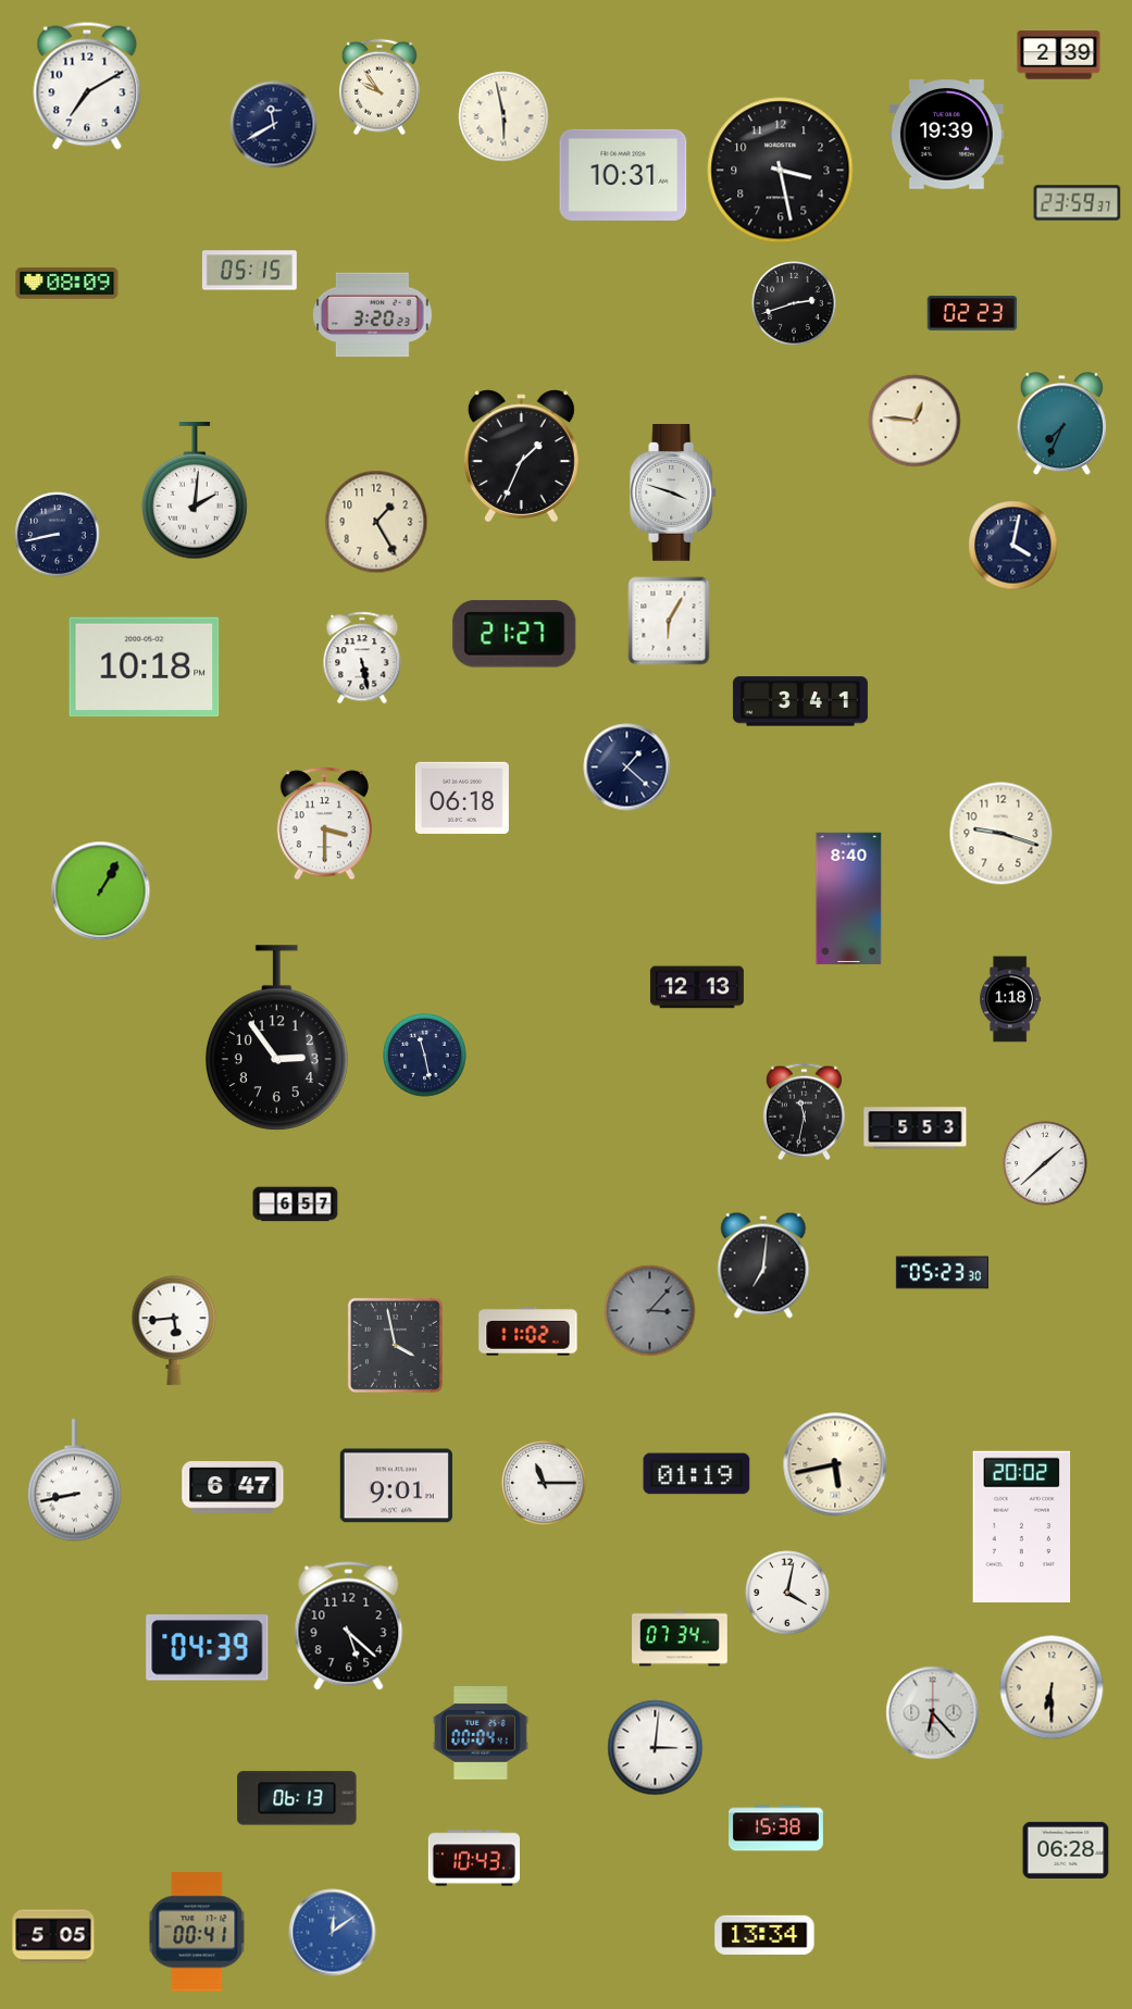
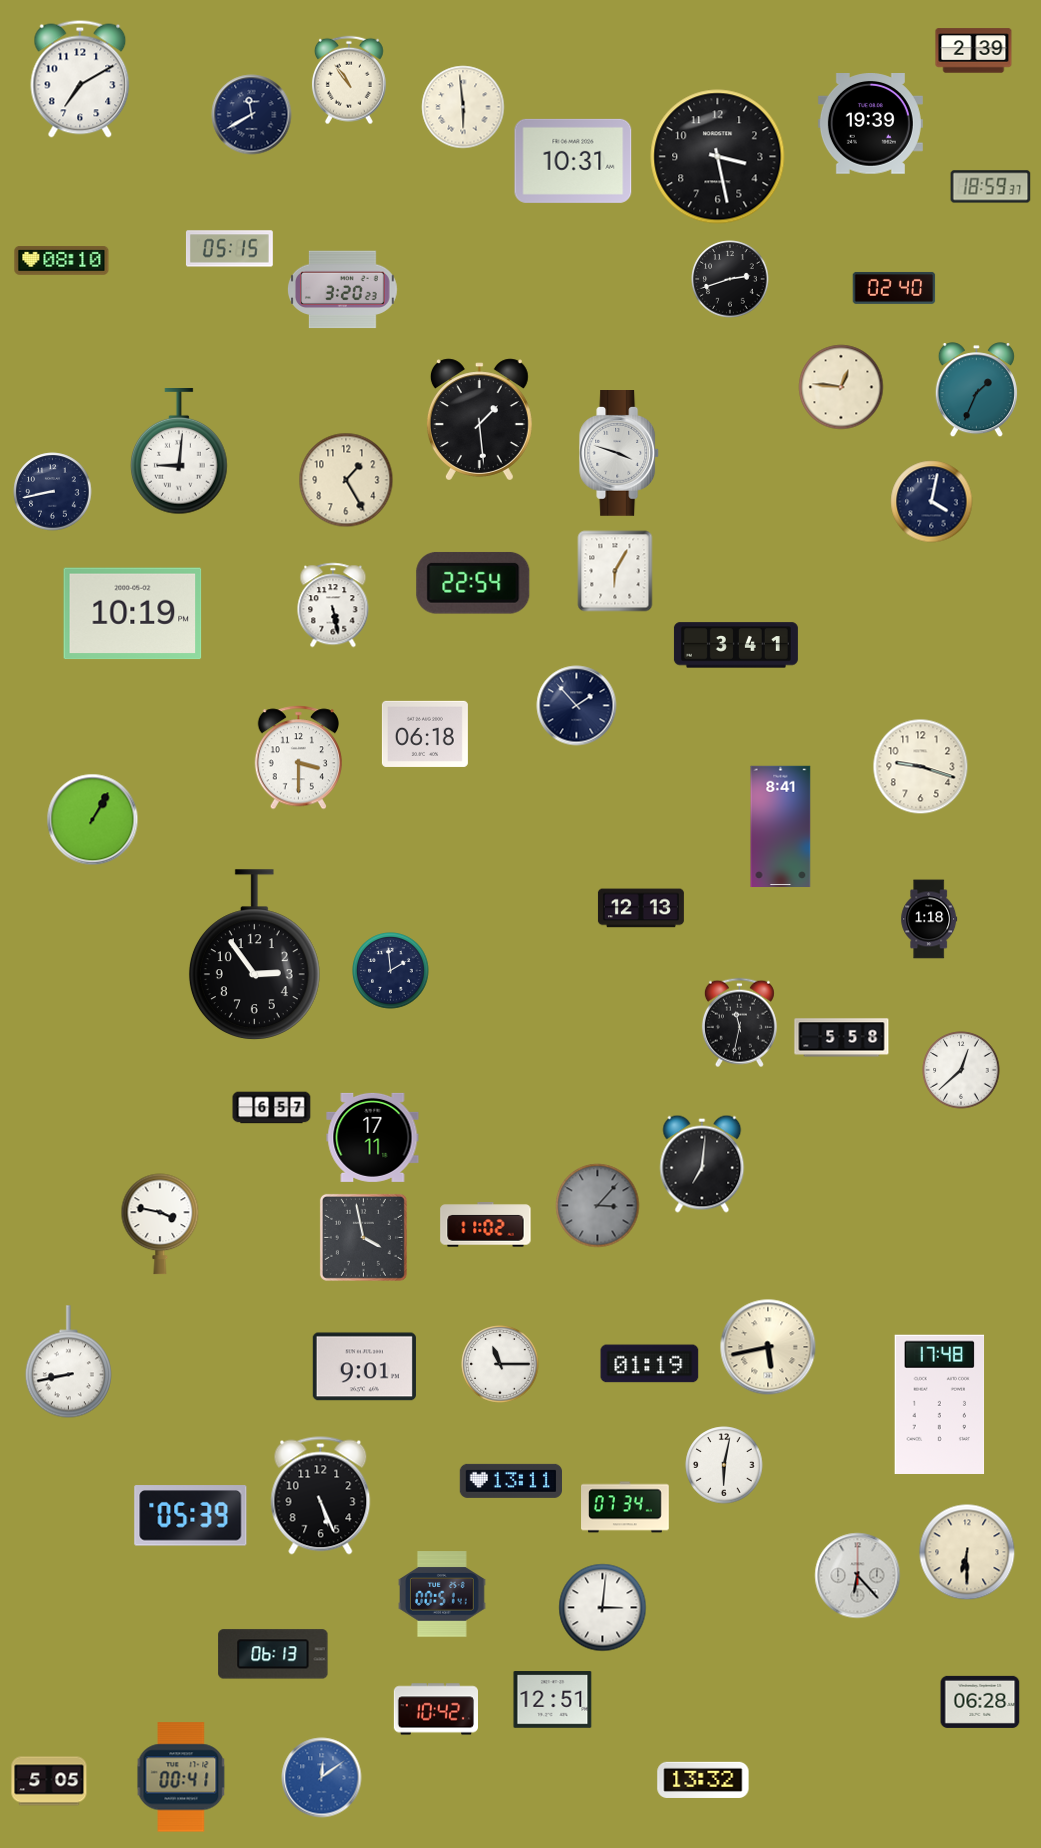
clock at (380, 87): 9:54 -> 10:54
clock at (503, 116): 5:58 -> 5:59
clock at (1078, 203): 23:59 -> 18:59
clock at (67, 284): 08:09 -> 08:10
clock at (972, 313): 02:23 -> 02:40
clock at (1061, 424): 7:34 -> 1:34
clock at (521, 457): 1:34 -> 1:29
clock at (195, 491): 2:01 -> 9:01
clock at (514, 634): 21:27 -> 22:54
clock at (145, 667): 10:18 -> 10:19
clock at (627, 768): 1:22 -> 1:53
clock at (849, 899): 8:40 -> 8:41
clock at (425, 1056): 11:28 -> 1:59
clock at (916, 1128): 5:53 -> 5:58
clock at (1045, 1163): 1:38 -> 12:38
clock at (373, 1137): none -> 17:11
clock at (942, 1273): 05:23 -> none
clock at (174, 1331): 5:44 -> 3:47
clock at (697, 1474) position: (697, 1474) -> (650, 1364)
clock at (233, 1487): 6:47 -> none
clock at (1022, 1526): 20:02 -> 17:48
clock at (787, 1593): 4:02 -> 6:02
clock at (510, 1481): none -> 13:11
clock at (349, 1626): 5:22 -> 5:26
clock at (208, 1648): 04:39 -> 05:39
clock at (481, 1733): 00:04 -> 00:51
clock at (776, 1829): 15:38 -> none
clock at (553, 1700): none -> 12:51
clock at (473, 1858): 10:43 -> 10:42
clock at (333, 1933) position: (333, 1933) -> (322, 1778)
clock at (764, 1935): 13:34 -> 13:32
